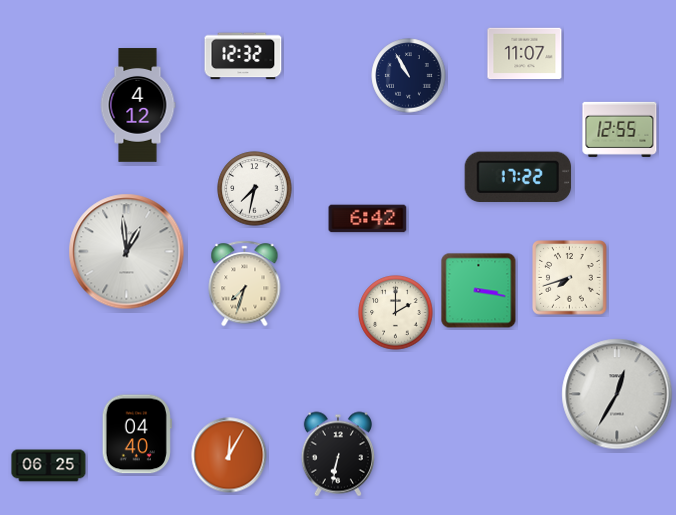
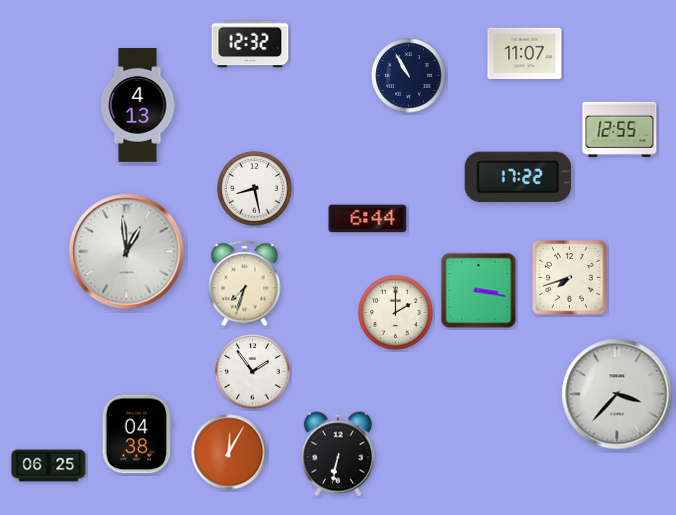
clock at (243, 56) position: (243, 56) -> (250, 44)
clock at (138, 105): 4:12 -> 4:13
clock at (255, 189): 7:32 -> 8:28
clock at (368, 219): 6:42 -> 6:44
clock at (253, 372): none -> 1:54
clock at (617, 394): 12:35 -> 3:37
clock at (137, 434): 04:40 -> 04:38
clock at (229, 455) position: (229, 455) -> (229, 452)
